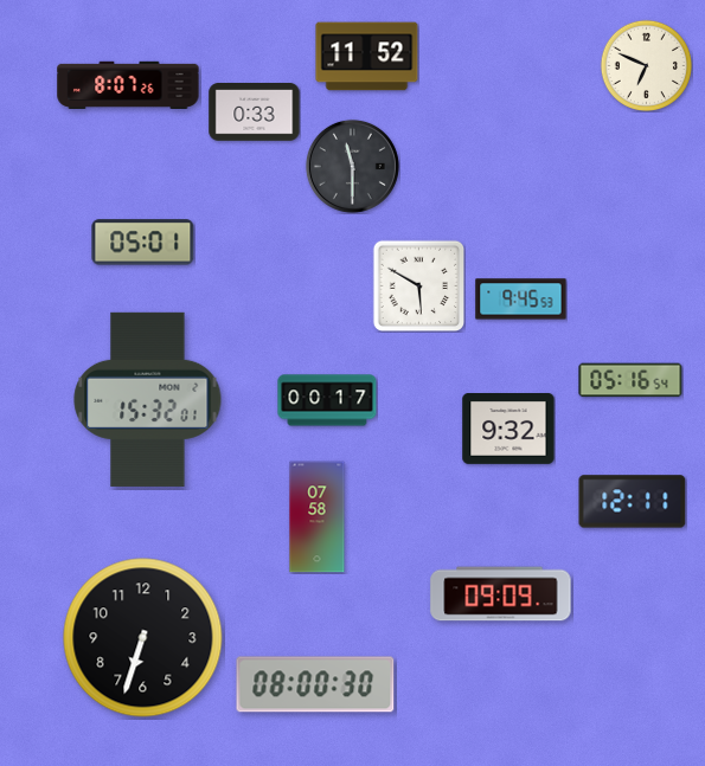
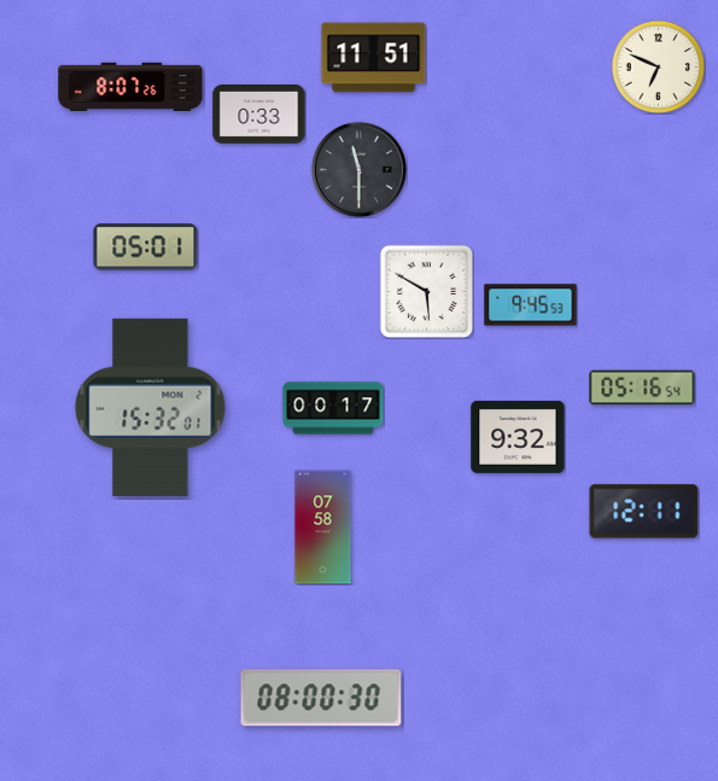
clock at (367, 57): 11:52 -> 11:51
clock at (501, 594): 09:09 -> none
clock at (143, 638): 6:33 -> none
